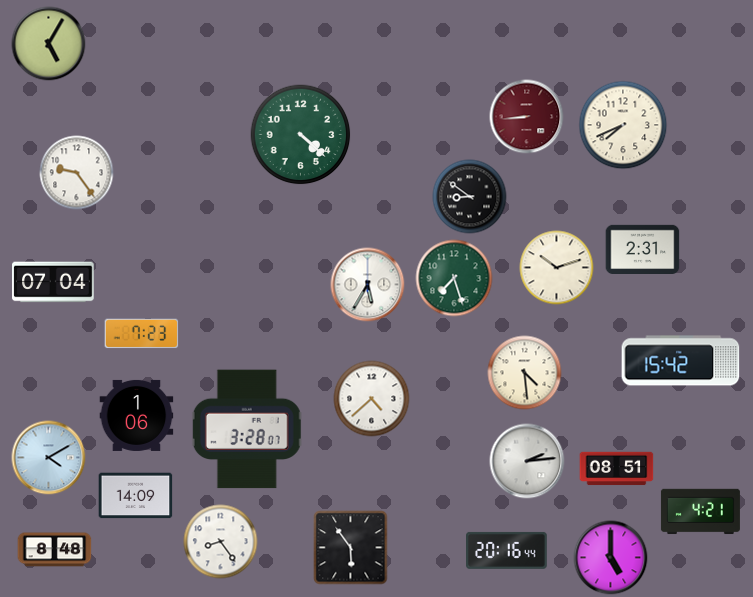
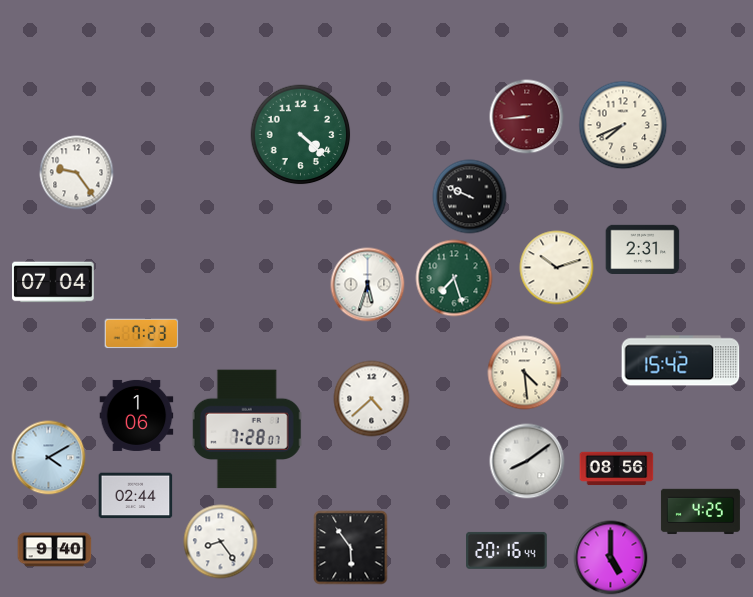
clock at (49, 44): 5:05 -> none
clock at (470, 197): 8:51 -> 9:49
clock at (368, 285): 5:35 -> 5:33
clock at (247, 429): 3:28 -> 7:28
clock at (527, 461): 2:14 -> 8:09
clock at (617, 469): 08:51 -> 08:56
clock at (136, 496): 14:09 -> 02:44
clock at (700, 512): 4:21 -> 4:25
clock at (55, 550): 8:48 -> 9:40
